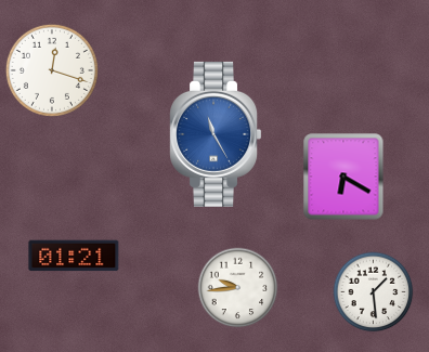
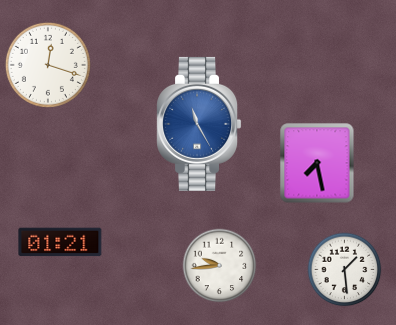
clock at (343, 177): 6:20 -> 7:28
clock at (74, 256) position: (74, 256) -> (60, 242)
